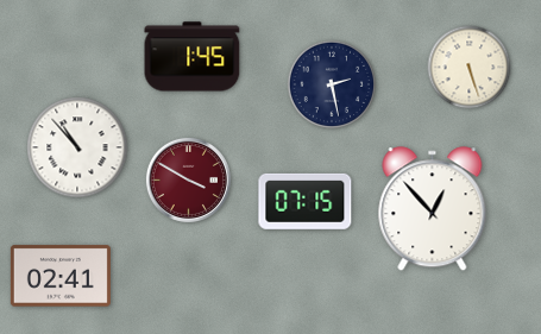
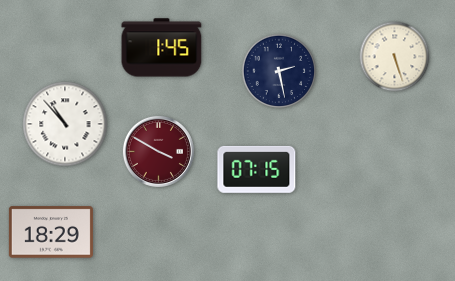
clock at (433, 209): 12:53 -> none
clock at (61, 276): 02:41 -> 18:29
